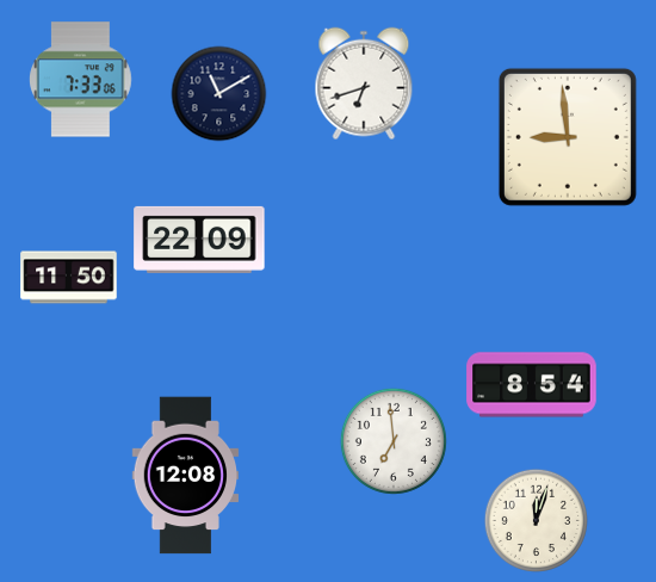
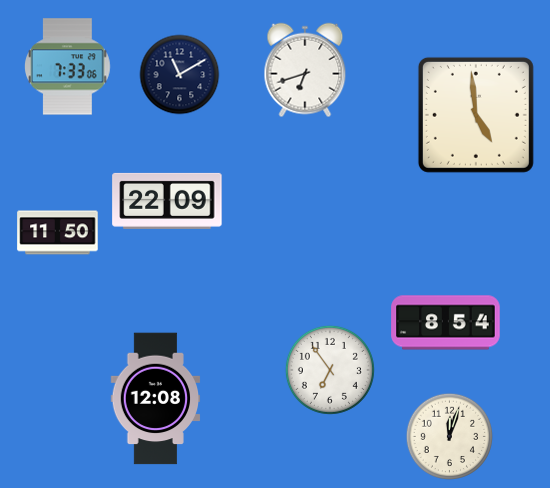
clock at (219, 94) position: (219, 94) -> (180, 75)
clock at (568, 137): 8:59 -> 4:59
clock at (394, 441): 6:59 -> 6:54
